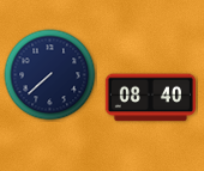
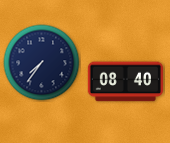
clock at (50, 75): 7:38 -> 7:36
